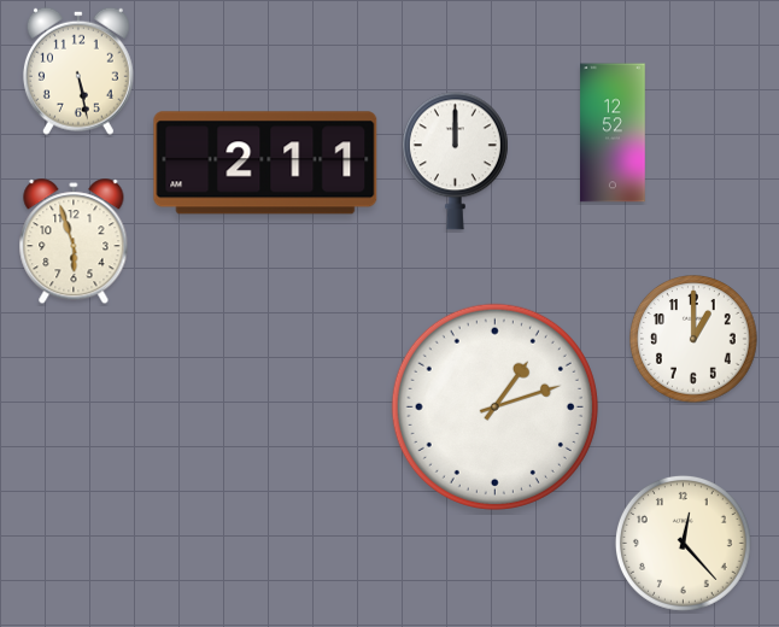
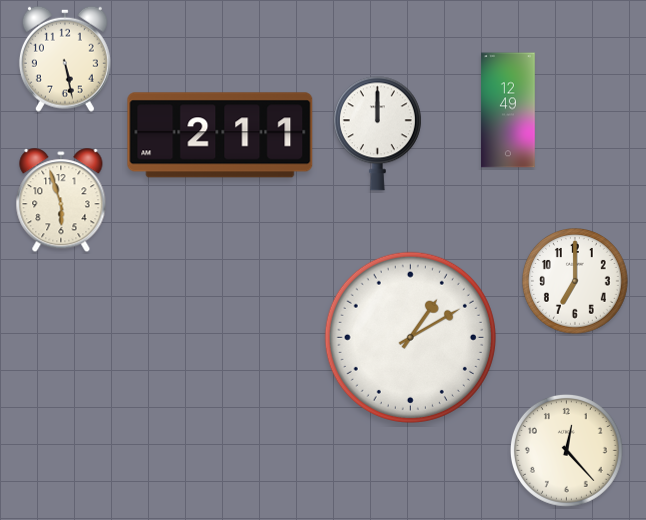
clock at (613, 133): 12:52 -> 12:49
clock at (695, 340): 1:00 -> 7:00
clock at (494, 406): 1:12 -> 1:10
